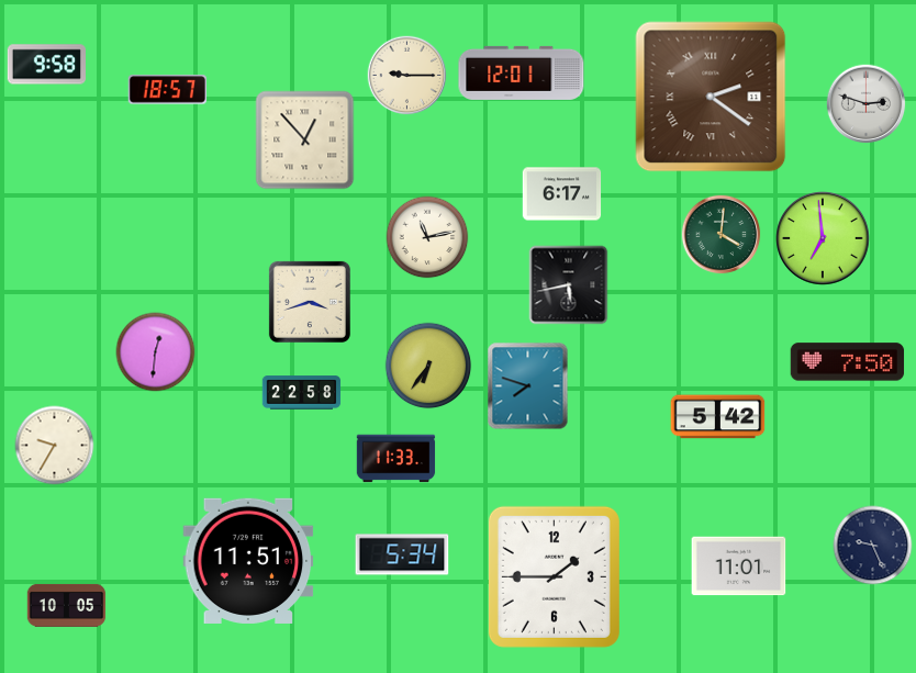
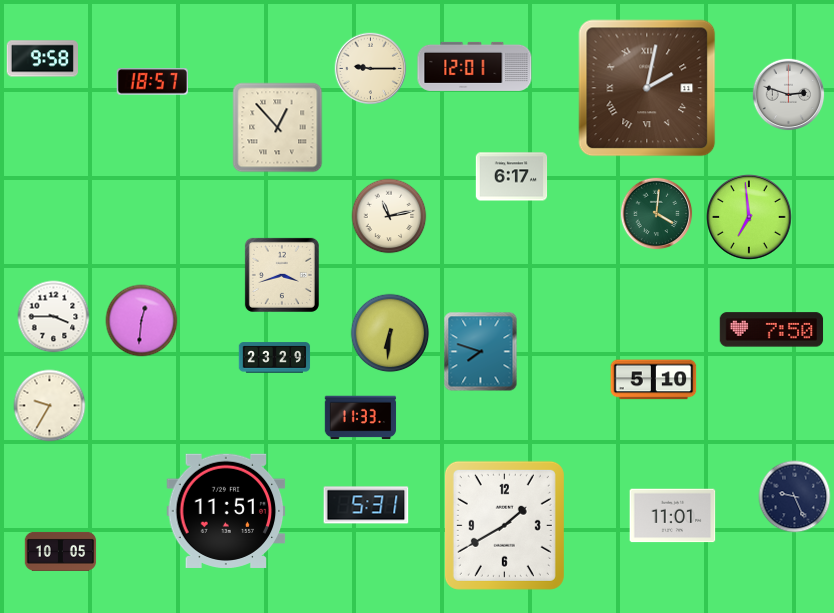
clock at (711, 97): 2:21 -> 2:02
clock at (569, 285): 5:43 -> none
clock at (54, 317): none -> 3:45
clock at (428, 366): 6:36 -> 6:31
clock at (302, 393): 22:58 -> 23:29
clock at (718, 417): 5:42 -> 5:10
clock at (402, 554): 5:34 -> 5:31
clock at (554, 576): 1:45 -> 1:40
